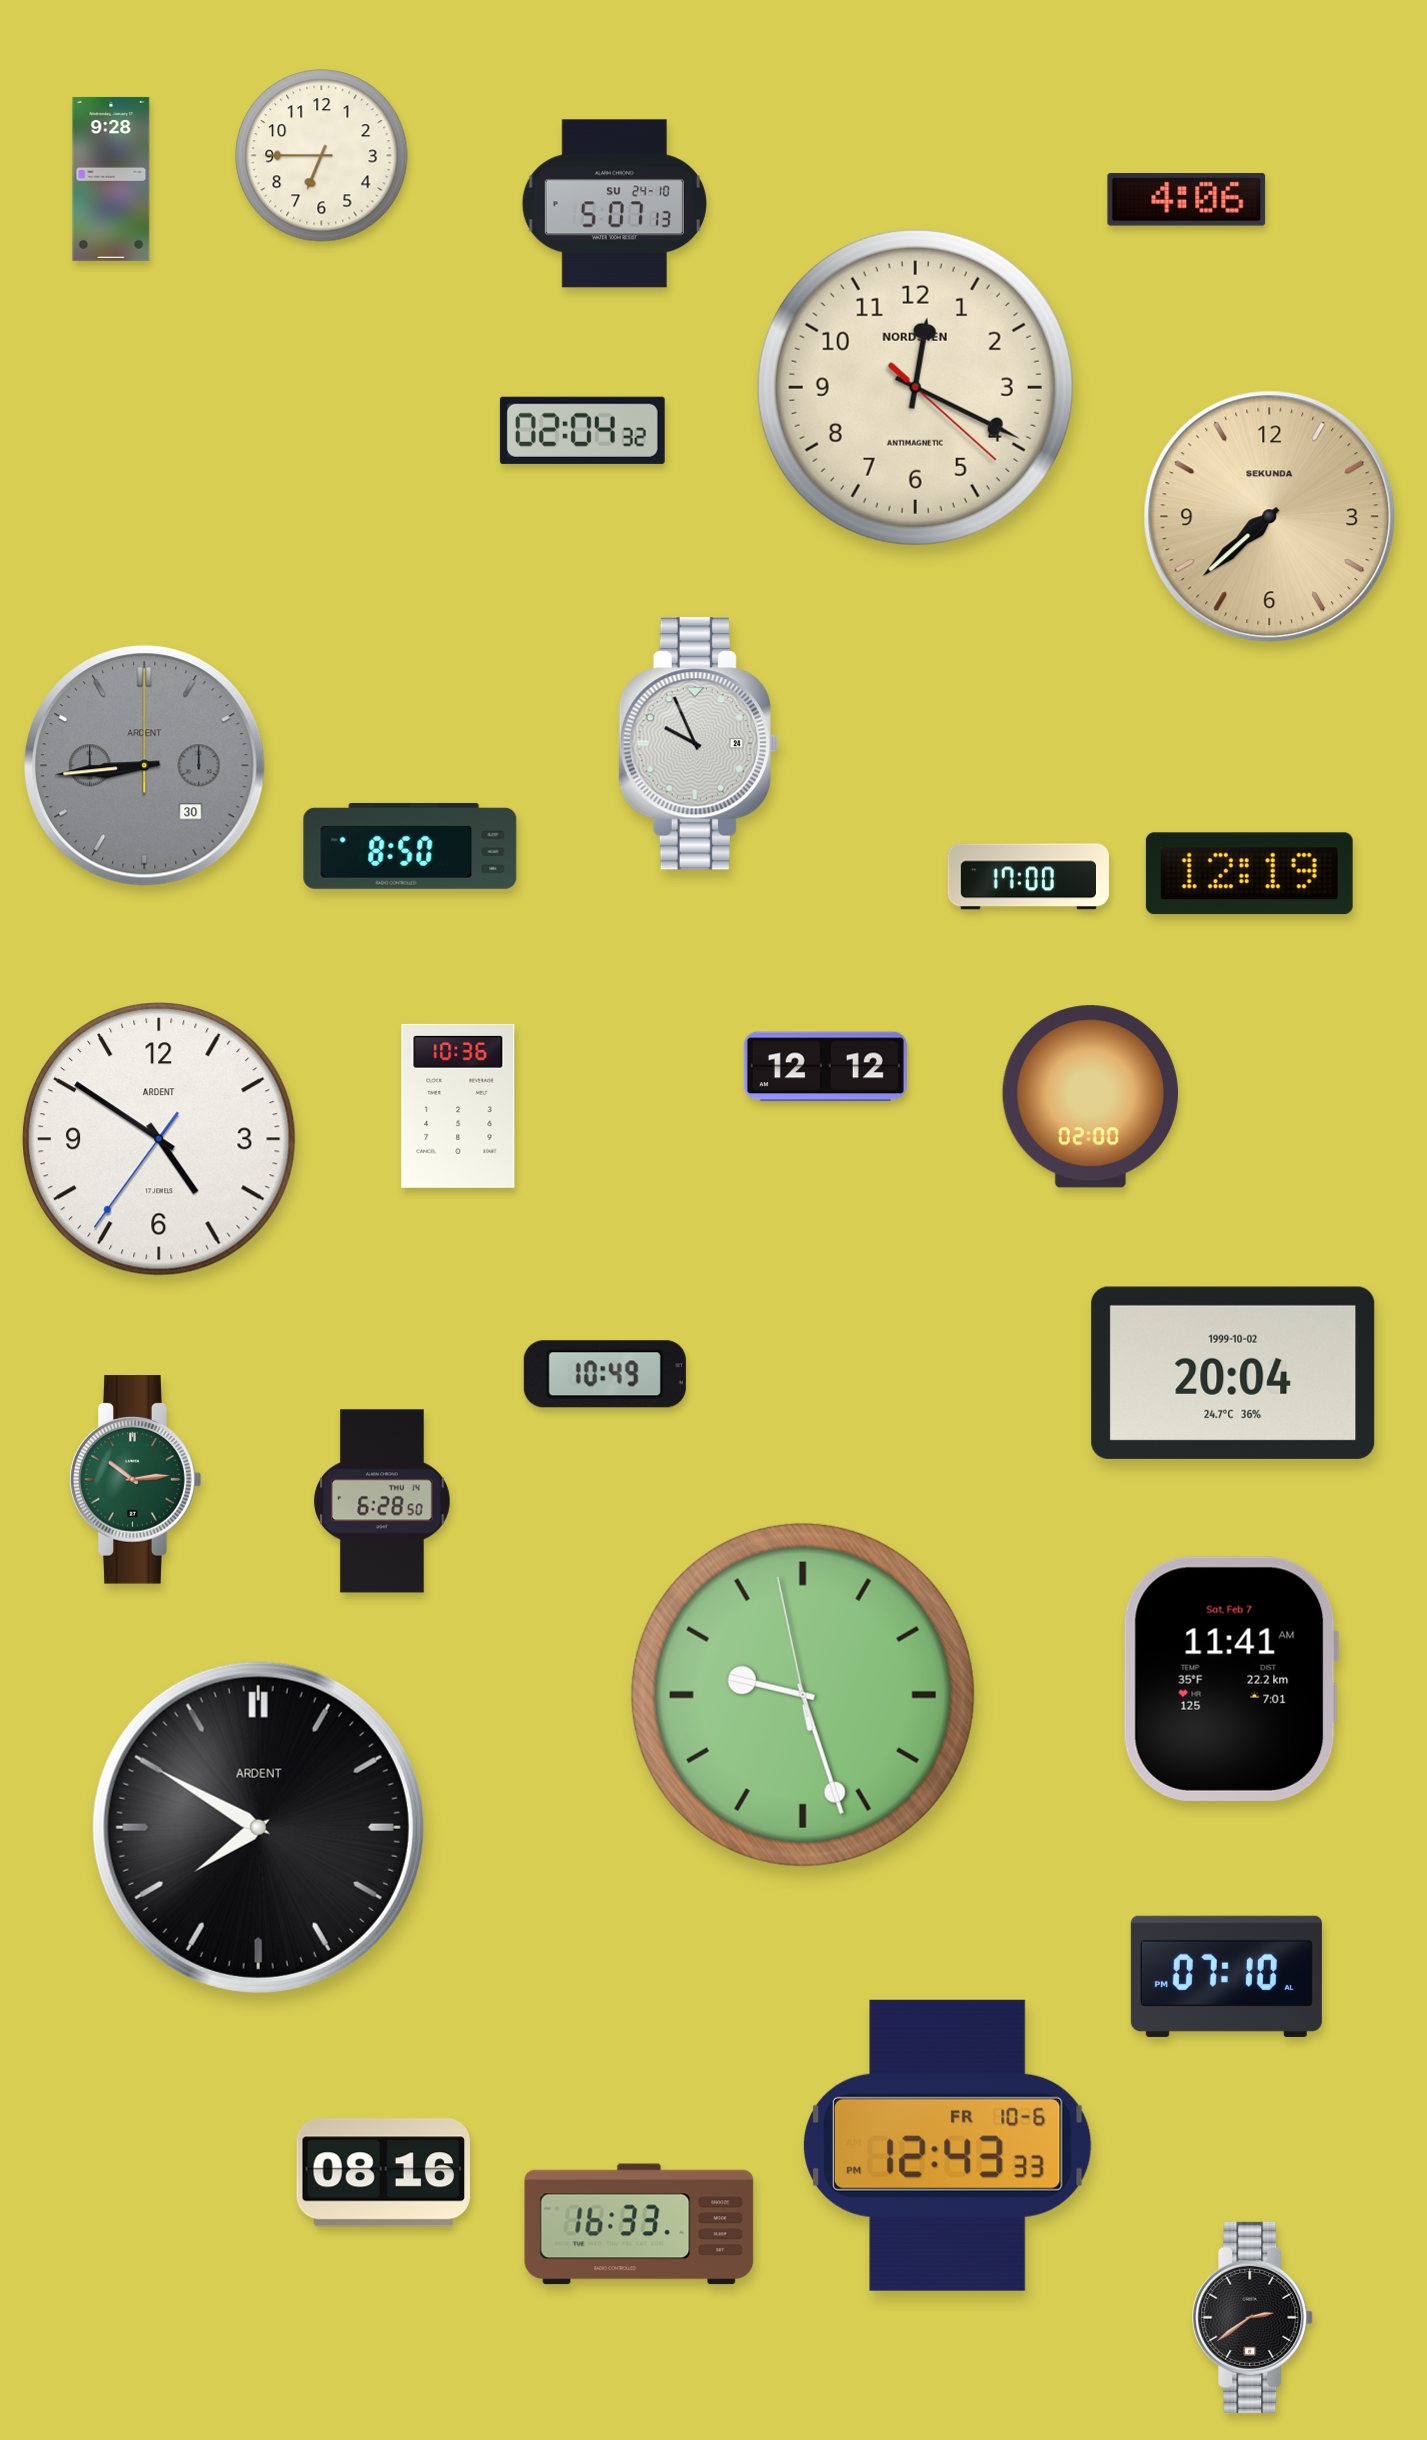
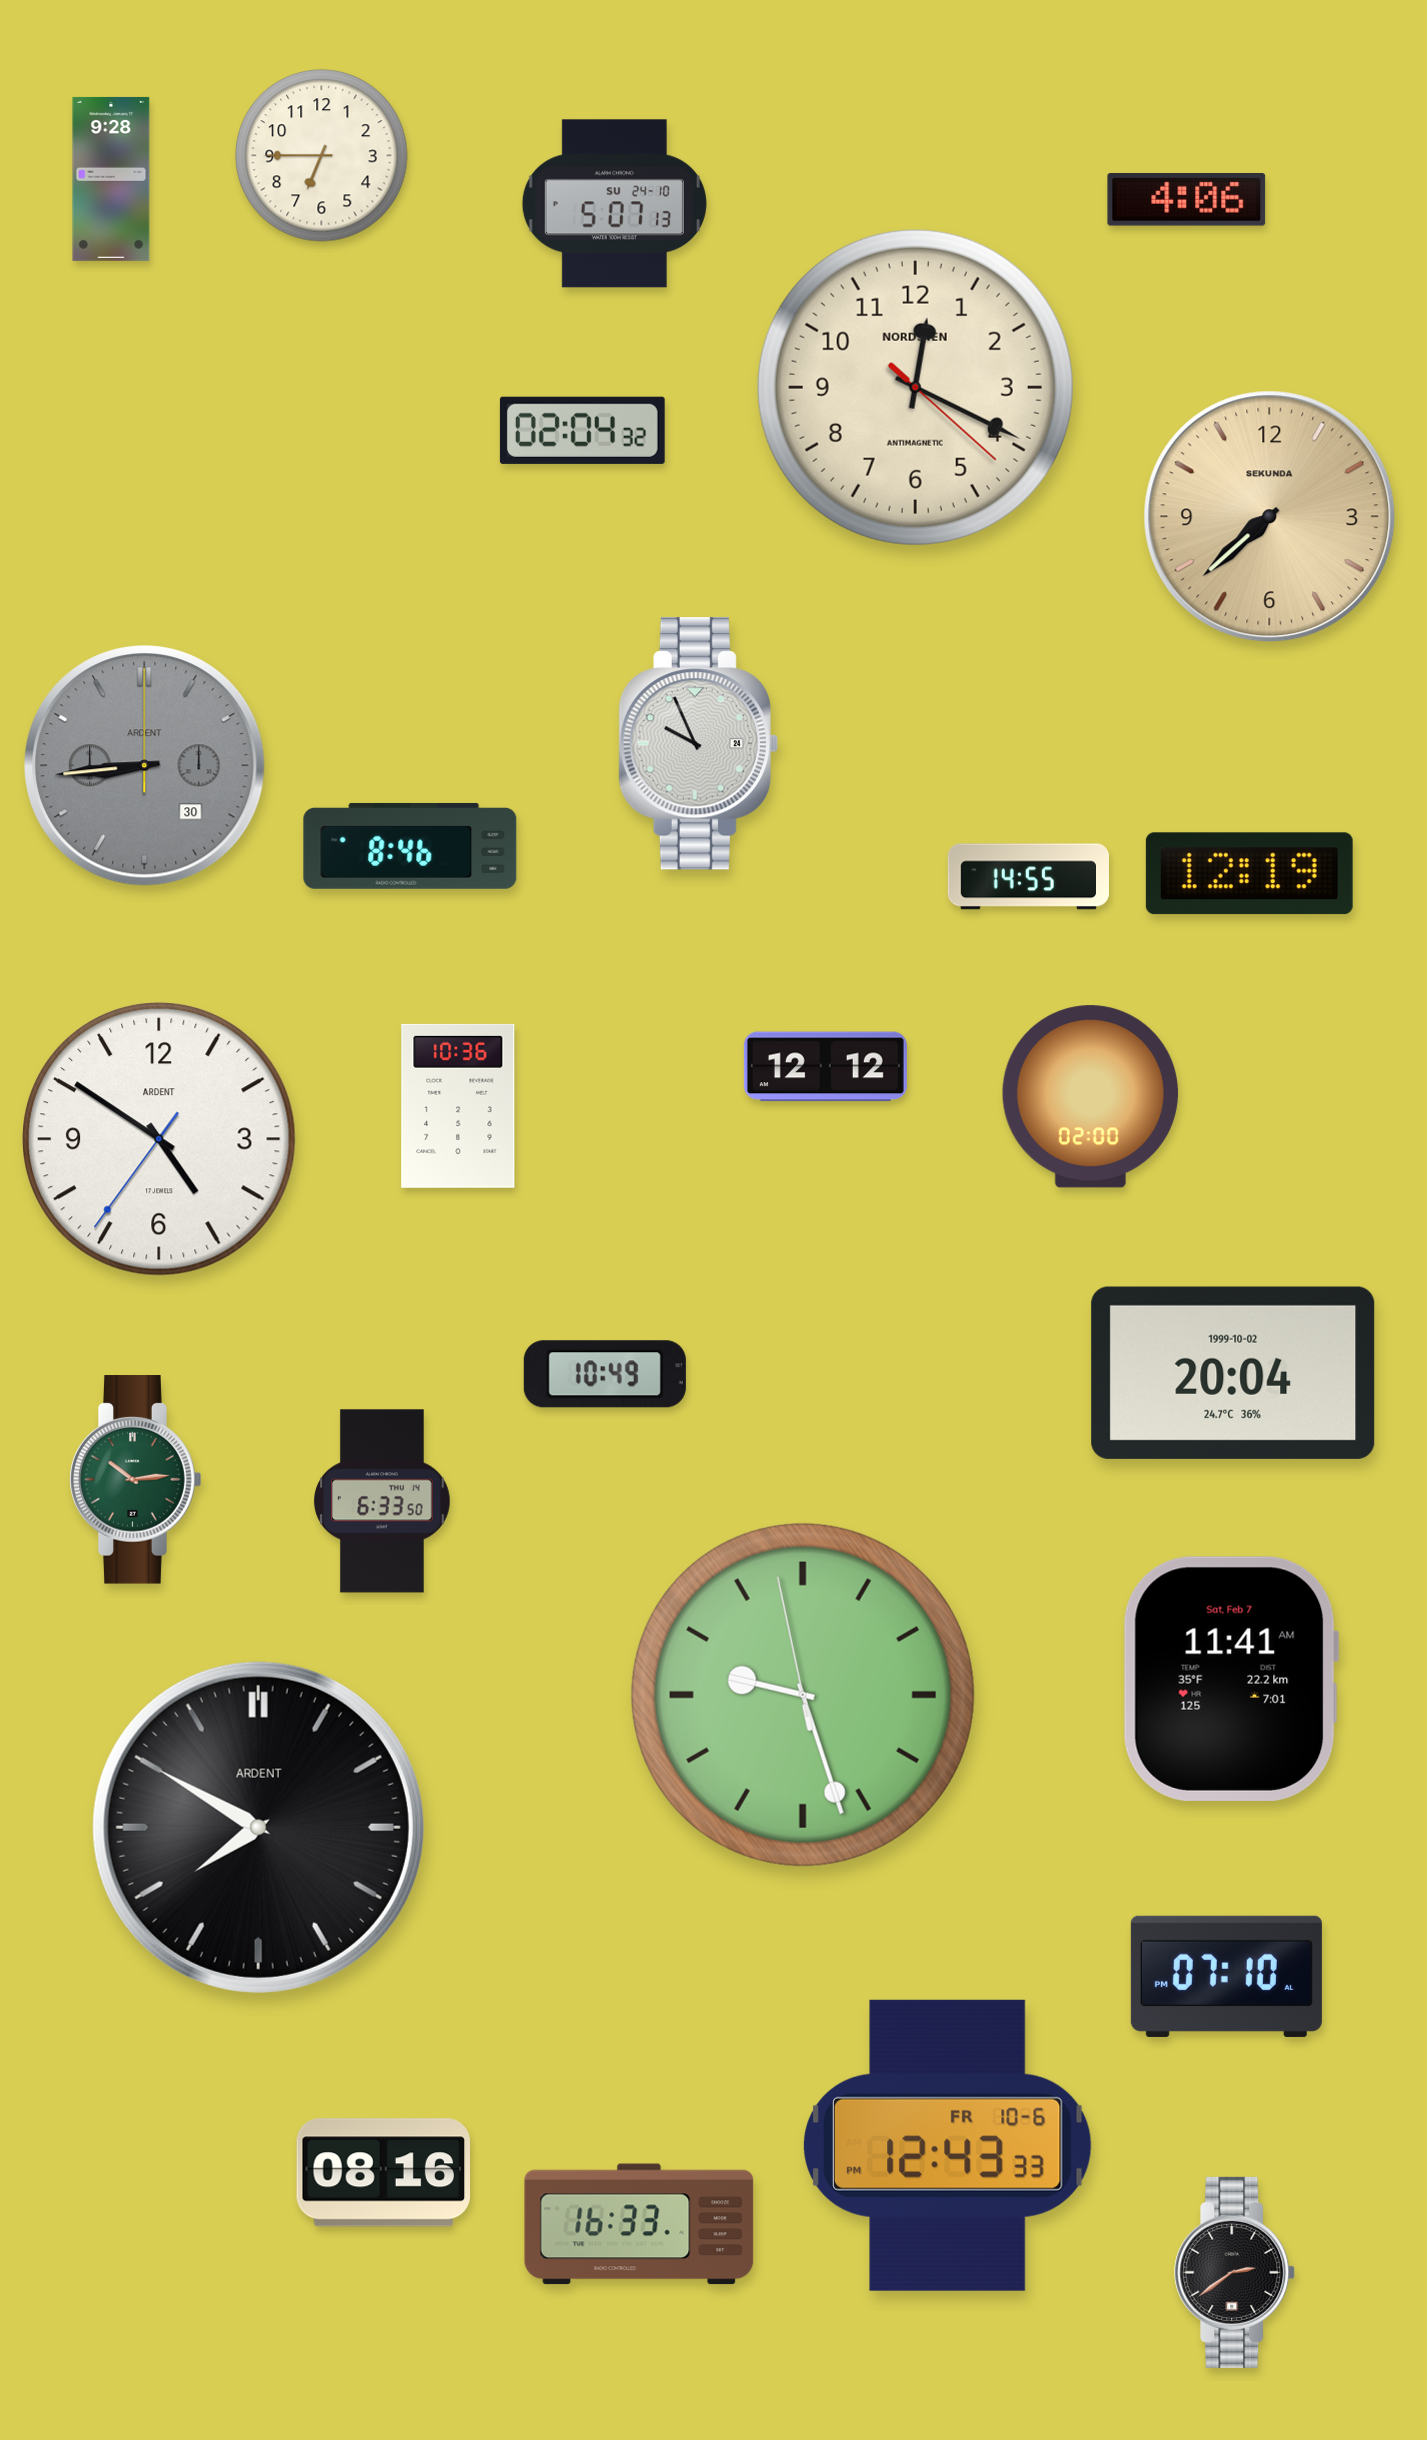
clock at (410, 846): 8:50 -> 8:46
clock at (1028, 877): 17:00 -> 14:55
clock at (383, 1501): 6:28 -> 6:33
clock at (1253, 2317) position: (1253, 2317) -> (1235, 2272)
